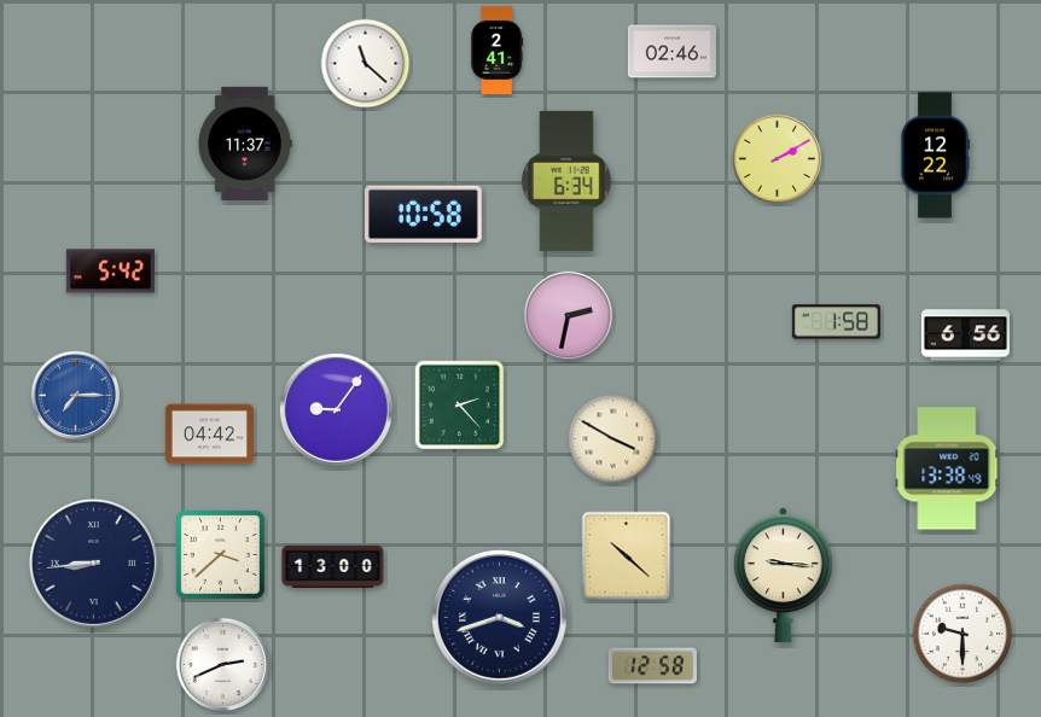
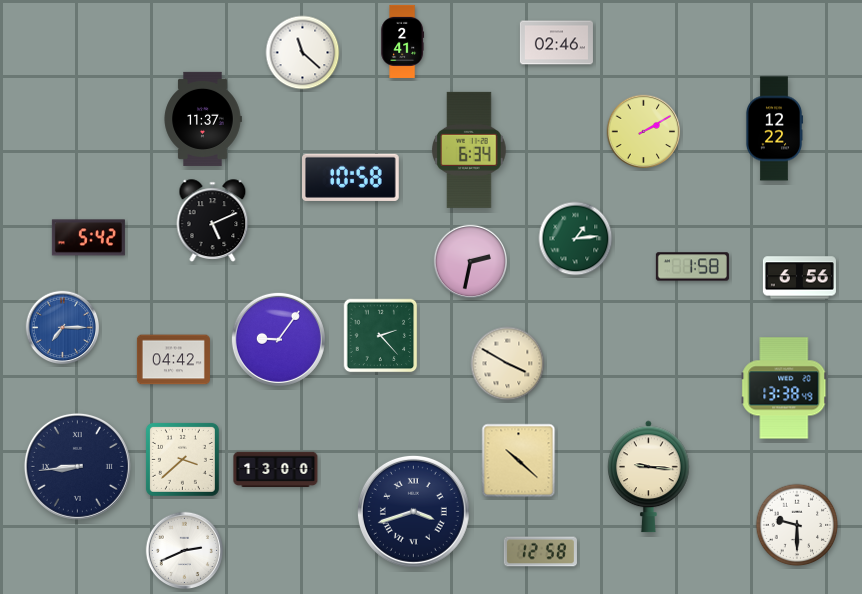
clock at (498, 49) position: (498, 49) -> (403, 41)
clock at (213, 221): none -> 5:11
clock at (110, 272) position: (110, 272) -> (88, 238)
clock at (576, 239): none -> 1:14
